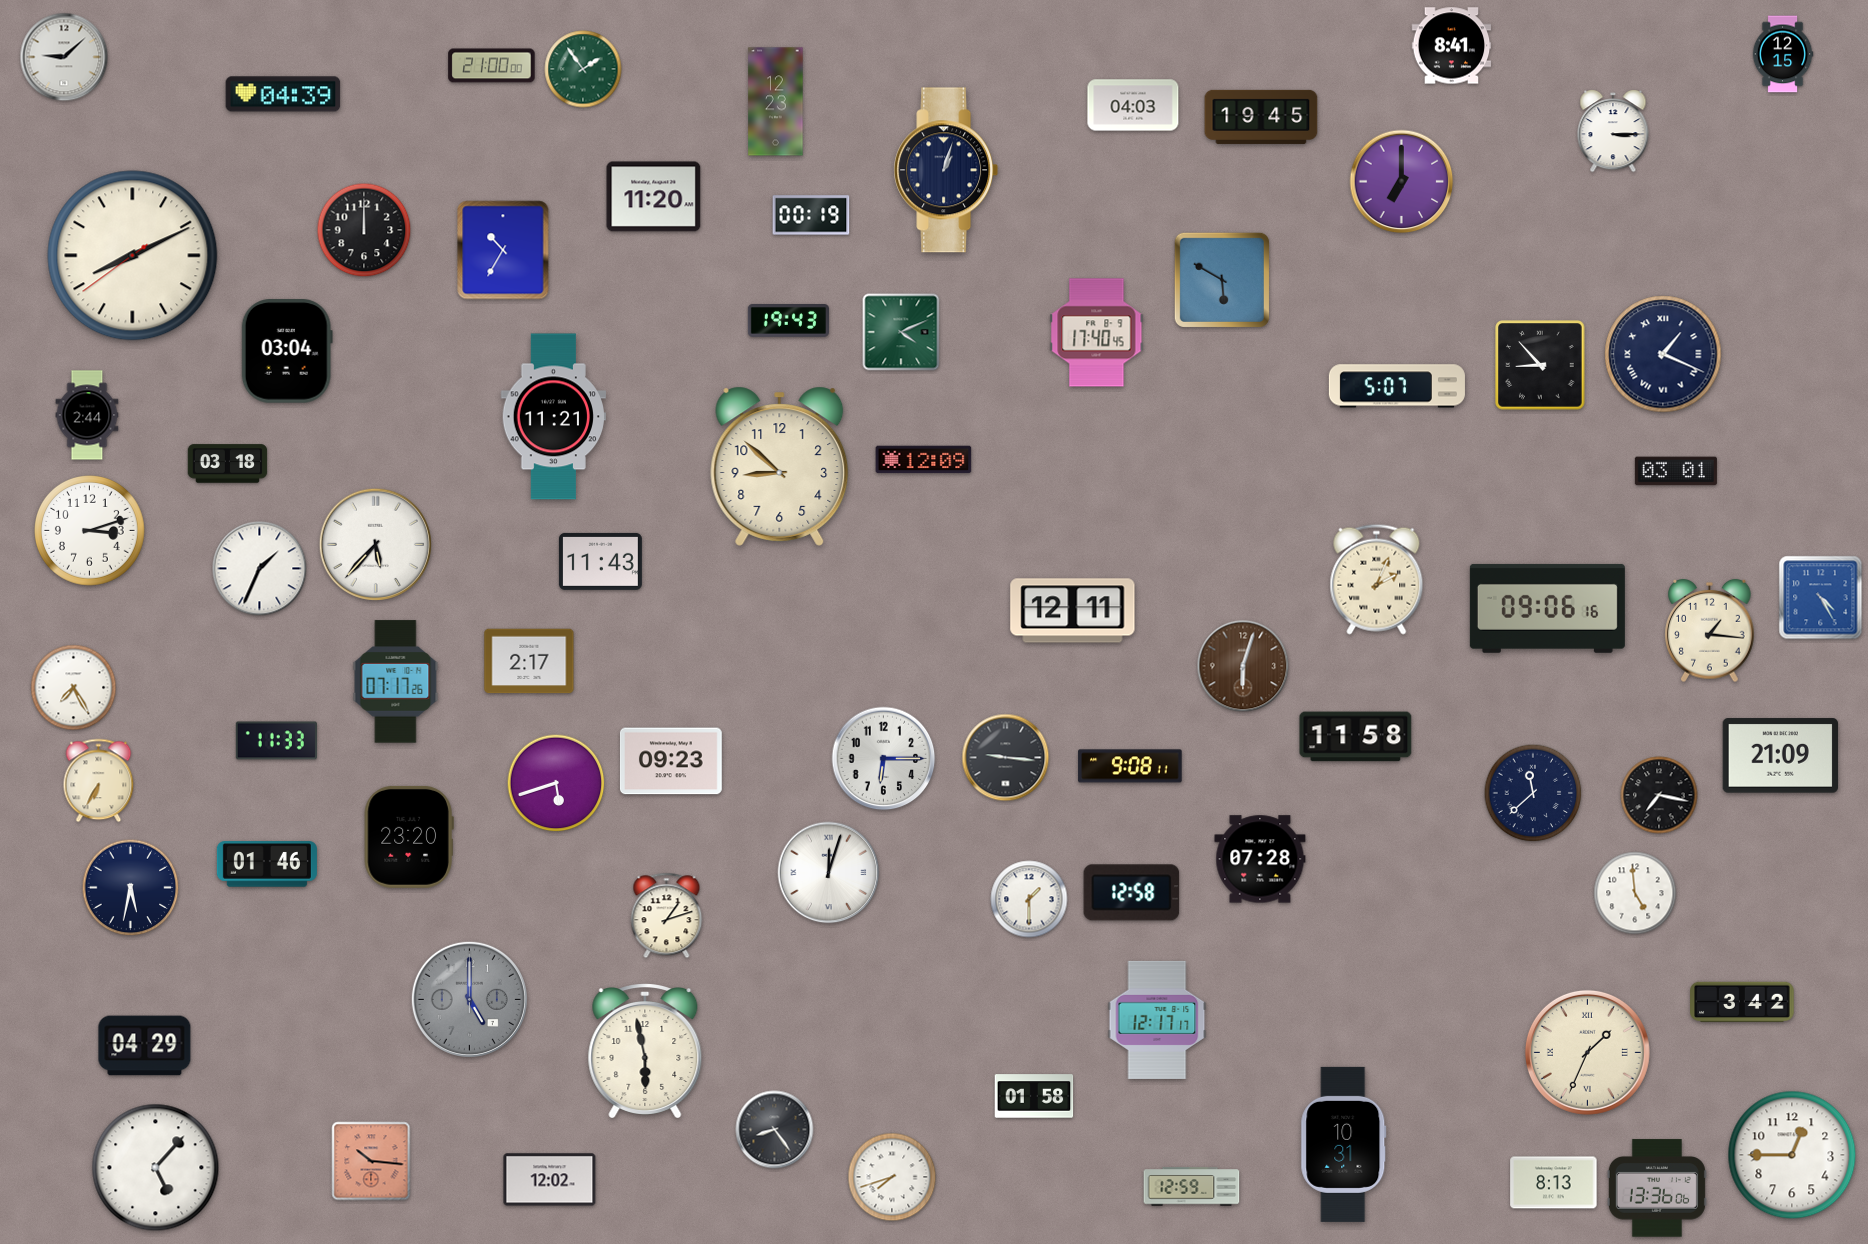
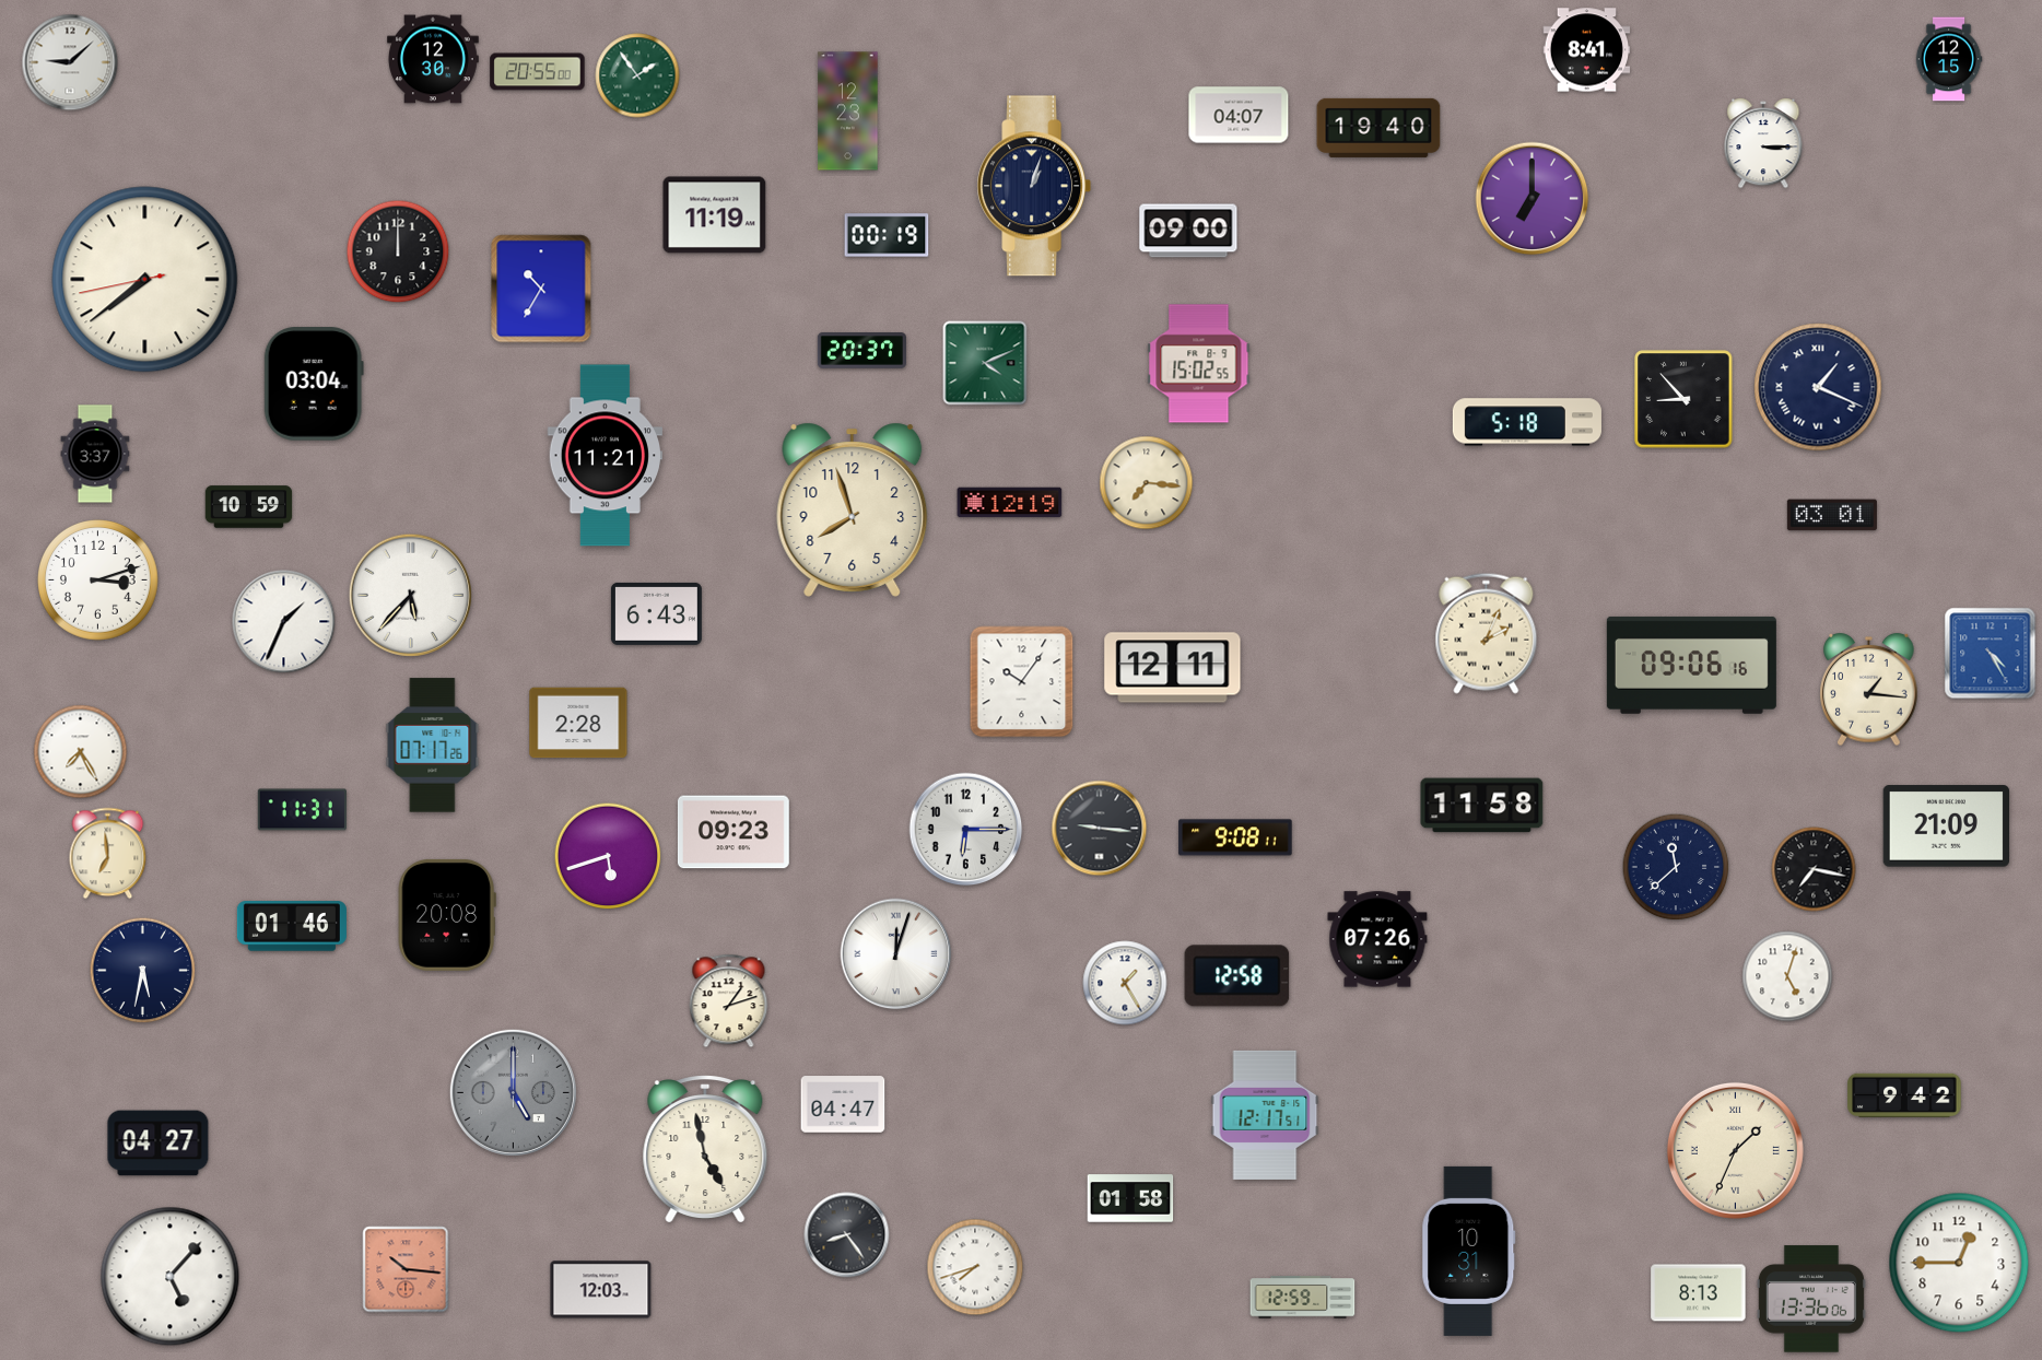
clock at (434, 59): none -> 12:30
clock at (492, 66): 21:00 -> 20:55
clock at (283, 94): 04:39 -> none
clock at (1133, 105): 04:03 -> 04:07
clock at (1261, 117): 19:45 -> 19:40
clock at (654, 197): 11:20 -> 11:19
clock at (1188, 231): none -> 09:00
clock at (503, 250) position: (503, 250) -> (541, 289)
clock at (133, 256): 8:10 -> 7:38
clock at (1222, 280): 5:50 -> none
clock at (788, 321): 19:43 -> 20:37
clock at (1097, 333): 17:40 -> 15:02
clock at (1397, 386): 5:07 -> 5:18
clock at (87, 415): 2:44 -> 3:37
clock at (1147, 483): none -> 7:16
clock at (924, 460): 12:09 -> 12:19
clock at (228, 464): 03:18 -> 10:59
clock at (780, 466): 8:52 -> 7:57
clock at (600, 561): 11:43 -> 6:43
clock at (1377, 579) position: (1377, 579) -> (1487, 633)
clock at (1022, 682): none -> 10:06
clock at (529, 661): 2:17 -> 2:28
clock at (1243, 666): 6:03 -> none
clock at (276, 741): 11:33 -> 11:31
clock at (99, 781): 6:35 -> 6:59
clock at (409, 837): 23:20 -> 20:08
clock at (1260, 859): 07:28 -> 07:26
clock at (267, 864) position: (267, 864) -> (292, 926)
clock at (829, 873) position: (829, 873) -> (896, 954)
clock at (1635, 893): 4:59 -> 5:03
clock at (1029, 899): 1:30 -> 1:25
clock at (1742, 1002): 3:42 -> 9:42
clock at (843, 1104): none -> 04:47
clock at (1157, 1020): 12:17:17 -> 12:17:51
clock at (145, 1046): 04:29 -> 04:27
clock at (645, 1051): 5:58 -> 4:58
clock at (892, 1177) position: (892, 1177) -> (975, 1267)
clock at (550, 1180): 12:02 -> 12:03
